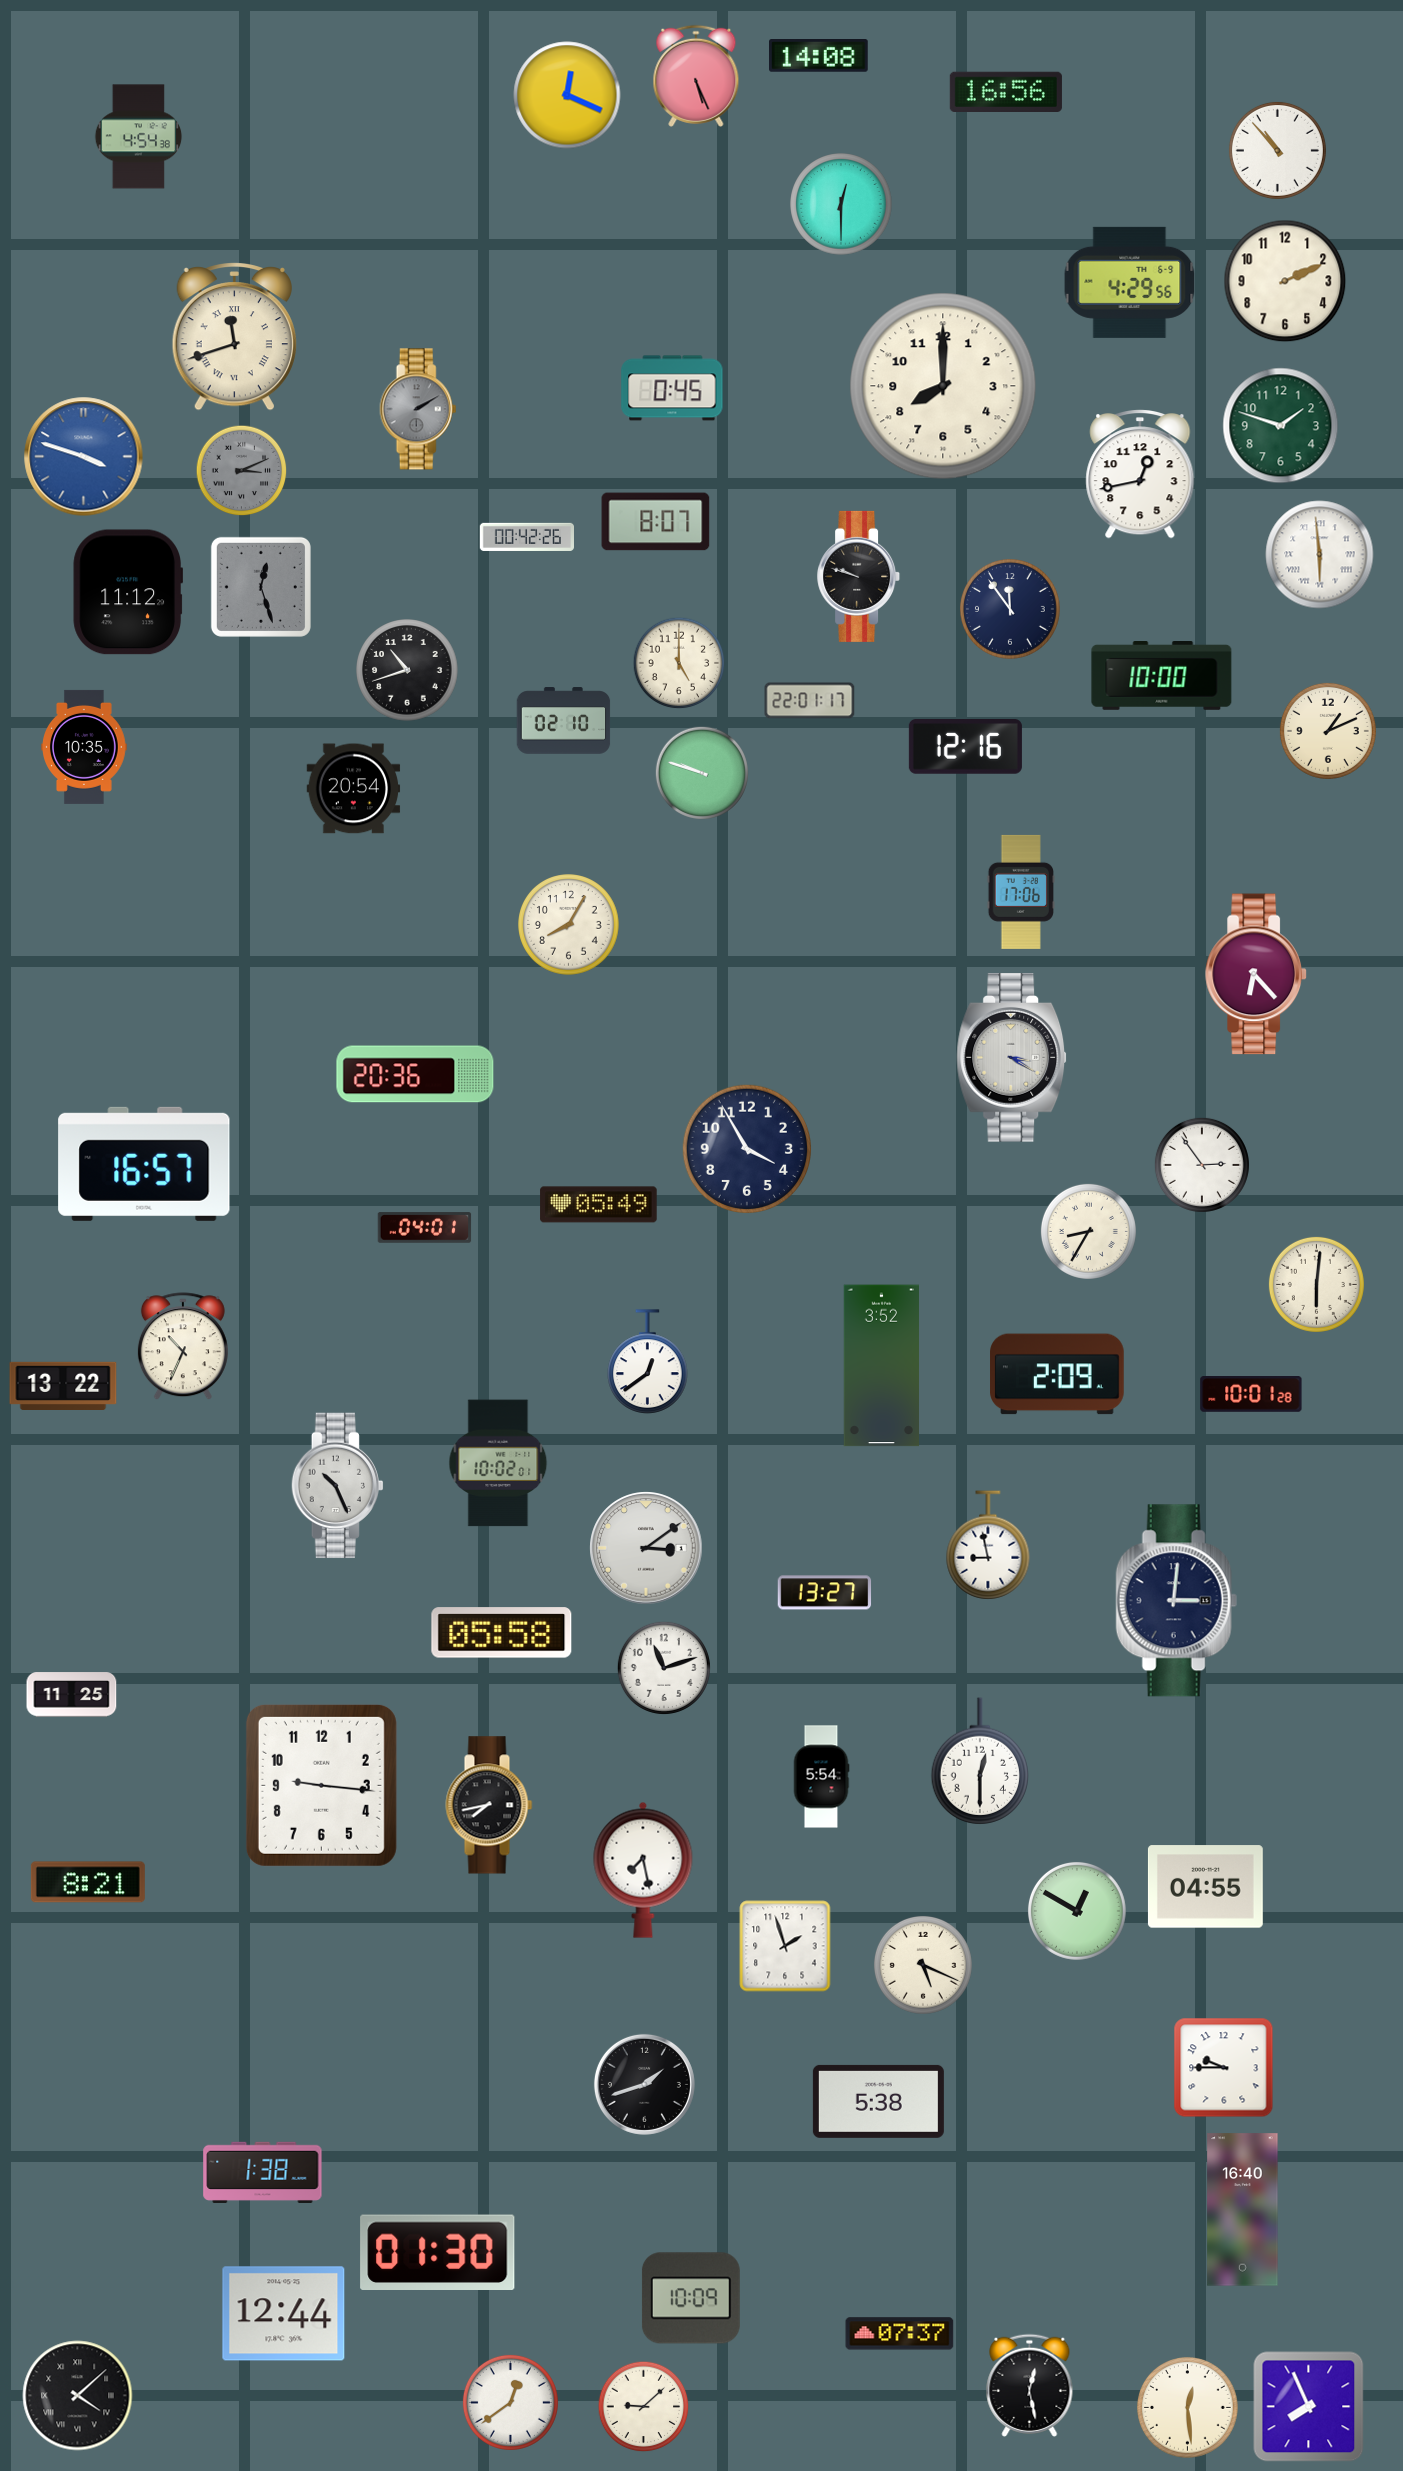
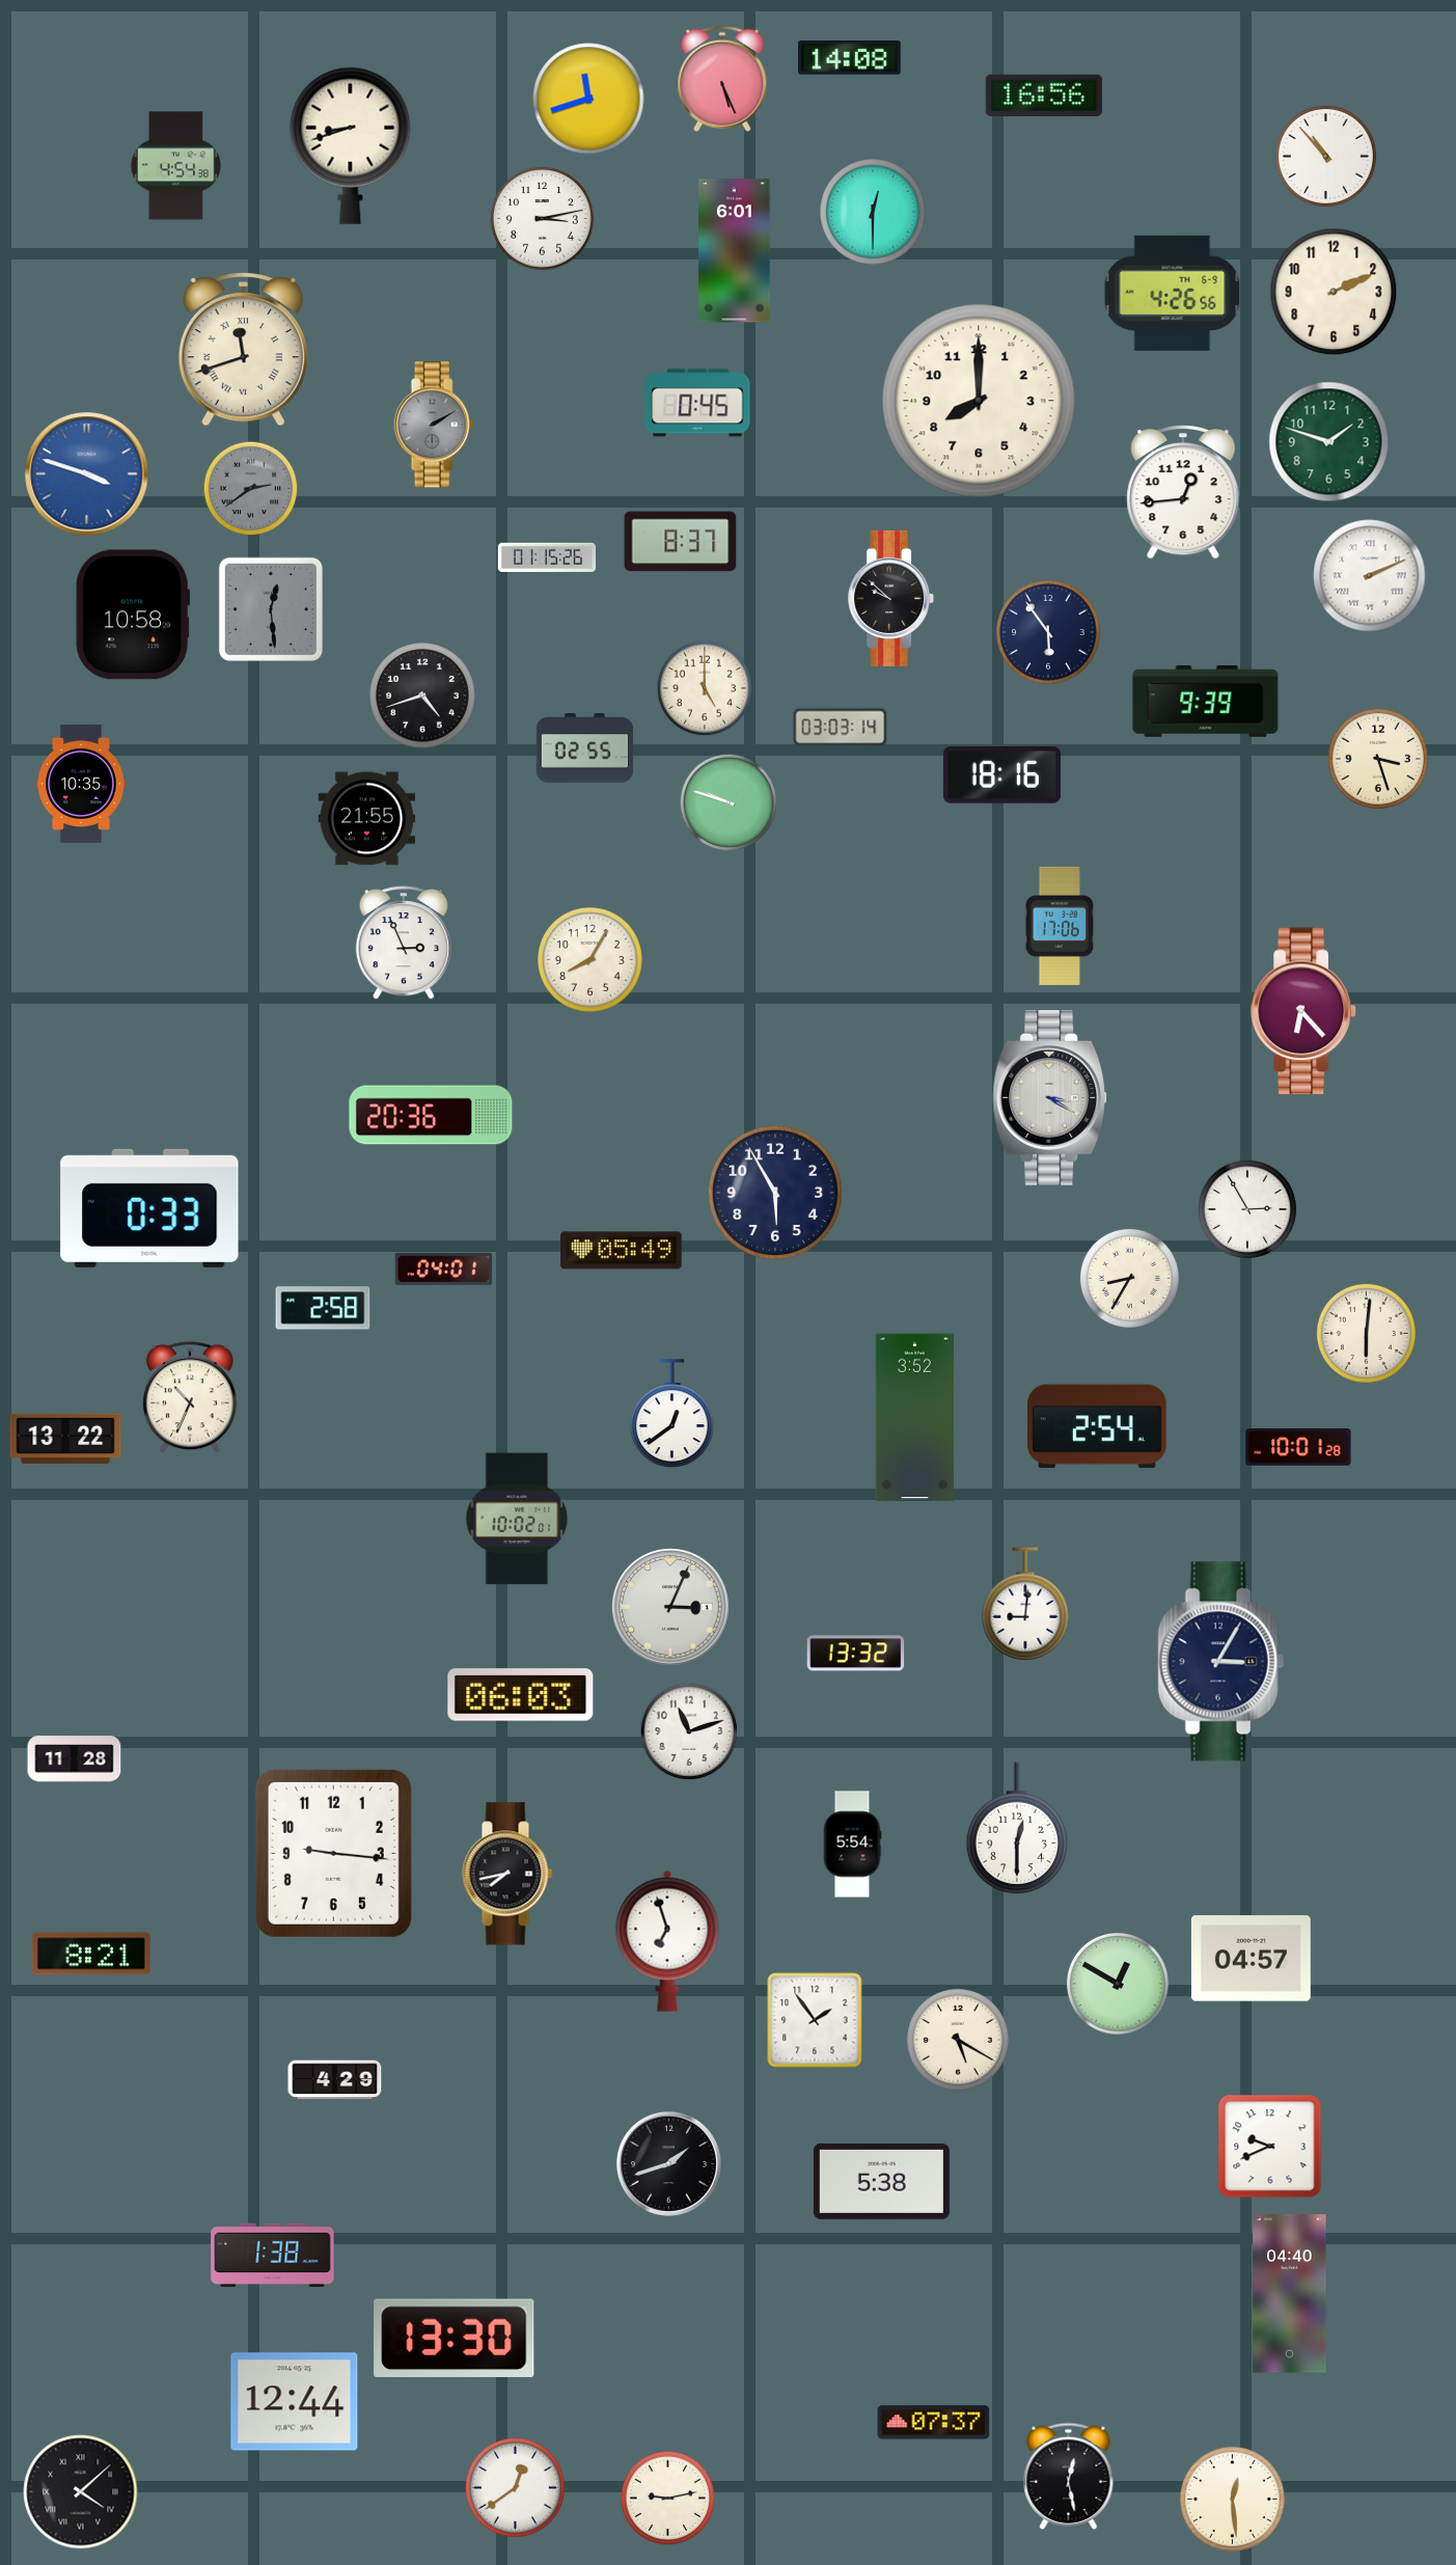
clock at (567, 95): 12:19 -> 11:42
clock at (139, 137) position: (139, 137) -> (176, 166)
clock at (351, 145): none -> 8:42
clock at (542, 218): none -> 3:13
clock at (735, 251): none -> 6:01
clock at (1130, 282): 4:29 -> 4:26
clock at (242, 471): 3:11 -> 2:39
clock at (1140, 475): 12:43 -> 12:44
clock at (656, 522): 8:07 -> 8:37
clock at (526, 537): 00:42 -> 01:15
clock at (1320, 555): 5:59 -> 2:11
clock at (859, 576): 9:48 -> 9:52
clock at (261, 587): 12:27 -> 12:29
clock at (127, 592): 11:12 -> 10:58
clock at (1011, 610): 11:54 -> 5:54
clock at (407, 670): 10:42 -> 4:42
clock at (1162, 676): 10:00 -> 9:39
clock at (810, 701): 22:01 -> 03:03
clock at (564, 721): 02:10 -> 02:55
clock at (1328, 731): 1:11 -> 3:27
clock at (84, 747) position: (84, 747) -> (81, 784)
clock at (965, 747): 12:16 -> 18:16
clock at (354, 789): 20:54 -> 21:55
clock at (404, 943): none -> 2:56
clock at (746, 1148): 3:55 -> 5:55
clock at (144, 1164): 16:57 -> 0:33
clock at (1202, 1165): 2:54 -> 2:55
clock at (425, 1228) position: (425, 1228) -> (444, 1270)
clock at (323, 1308): none -> 2:58
clock at (1057, 1374): 2:09 -> 2:54
clock at (337, 1486): 10:26 -> none
clock at (988, 1545): 8:58 -> 9:01
clock at (646, 1548): 3:09 -> 3:04
clock at (825, 1593): 13:27 -> 13:32
clock at (1176, 1601): 3:01 -> 3:05
clock at (502, 1633): 05:58 -> 06:03
clock at (72, 1695): 11:25 -> 11:28
clock at (643, 1870): 7:28 -> 6:57
clock at (1205, 1887): 04:55 -> 04:57
clock at (785, 1946): 1:57 -> 1:54
clock at (923, 1965): 5:19 -> 5:20
clock at (335, 2080): none -> 4:29
clock at (1224, 2068): 9:45 -> 9:41
clock at (878, 2101) position: (878, 2101) -> (881, 2181)
clock at (1243, 2210): 16:40 -> 04:40
clock at (438, 2253): 01:30 -> 13:30
clock at (691, 2298): 10:09 -> none
clock at (78, 2396) position: (78, 2396) -> (81, 2492)
clock at (510, 2402) position: (510, 2402) -> (515, 2487)
clock at (644, 2407): 9:08 -> 9:13
clock at (1309, 2407): 7:56 -> none
